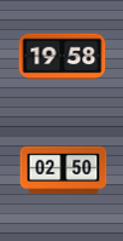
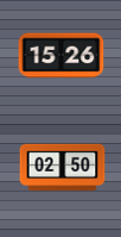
clock at (63, 57): 19:58 -> 15:26
